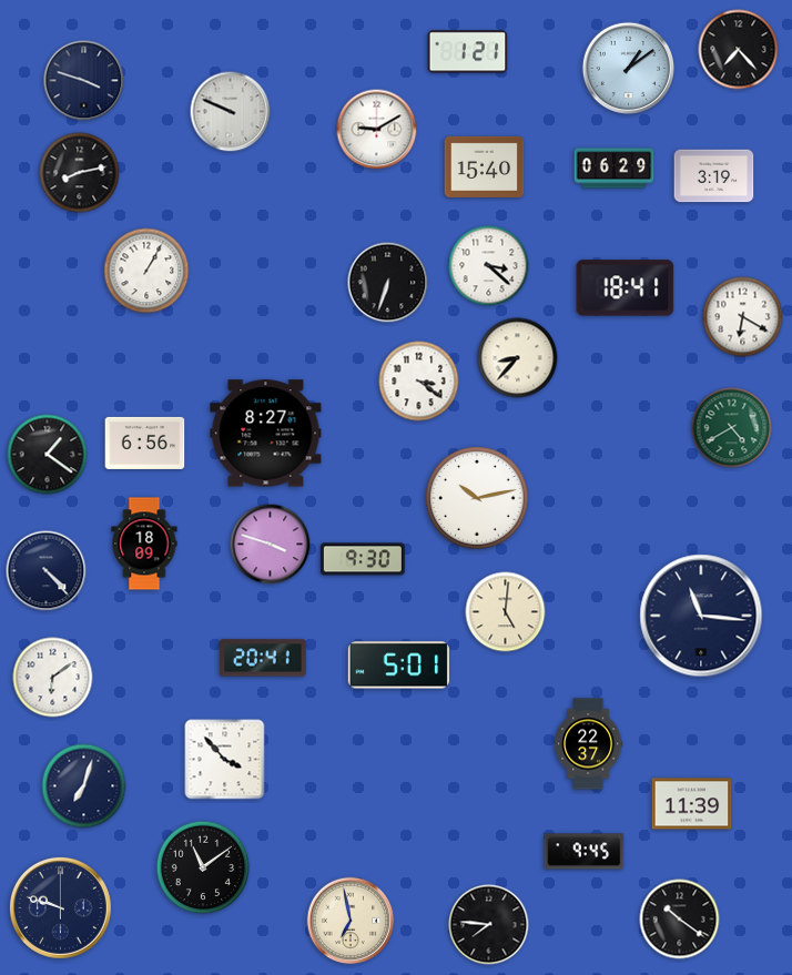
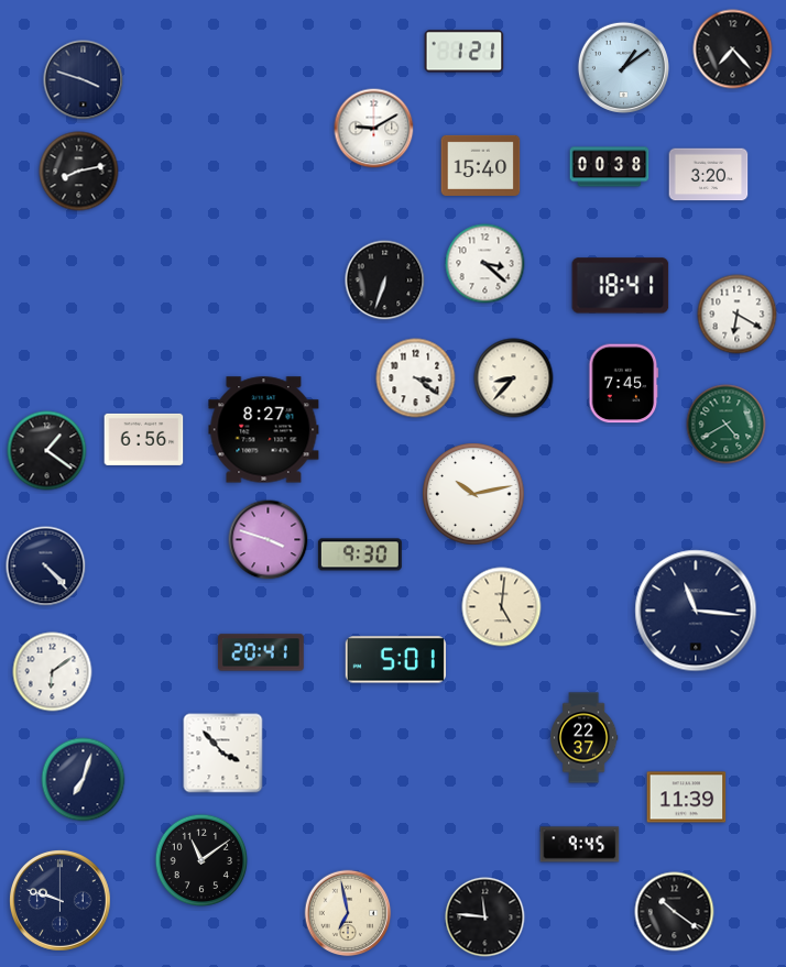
clock at (231, 112): 9:49 -> none
clock at (615, 169): 06:29 -> 00:38
clock at (714, 176): 3:19 -> 3:20
clock at (146, 271): 1:05 -> none
clock at (518, 358) position: (518, 358) -> (514, 378)
clock at (624, 384): none -> 7:45
clock at (144, 544): 18:09 -> none
clock at (489, 925): 7:46 -> 11:46
